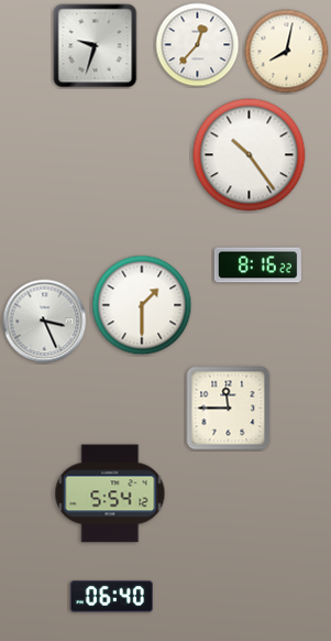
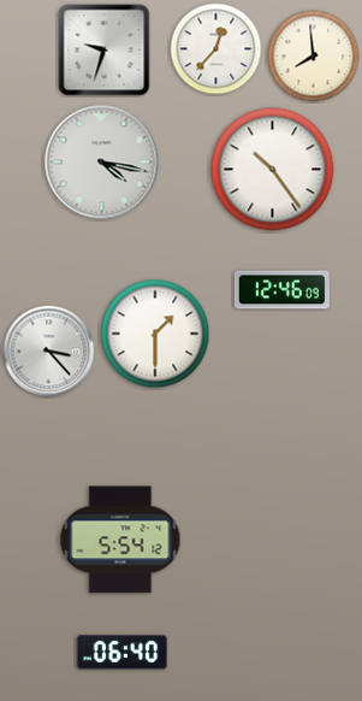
clock at (287, 52): 8:02 -> 7:59
clock at (102, 163): none -> 4:17
clock at (257, 265): 8:16 -> 12:46
clock at (45, 322): 3:26 -> 3:23
clock at (229, 409): 11:45 -> none
